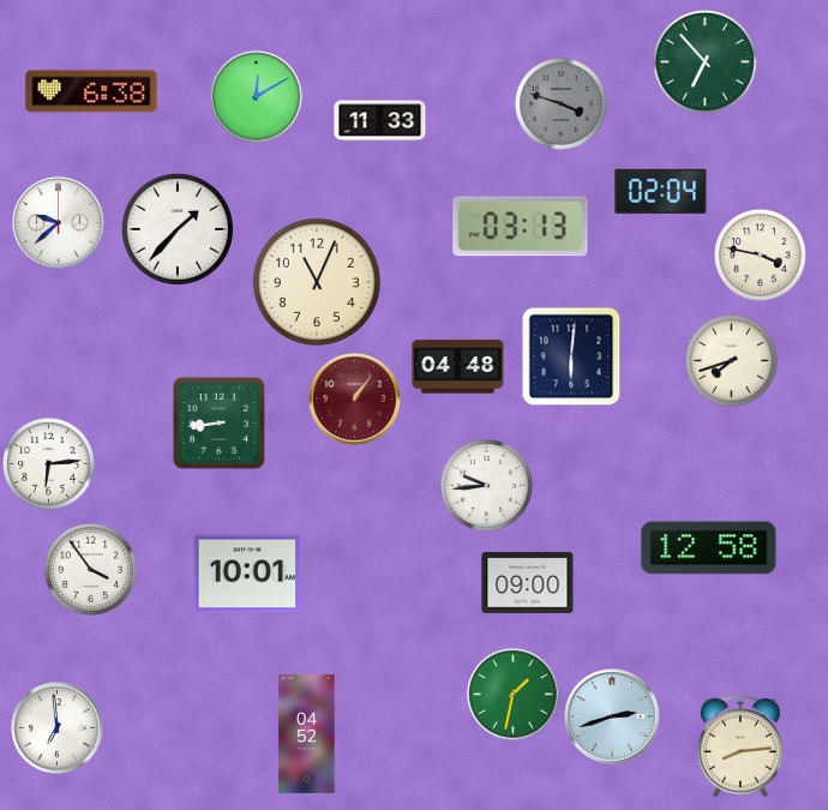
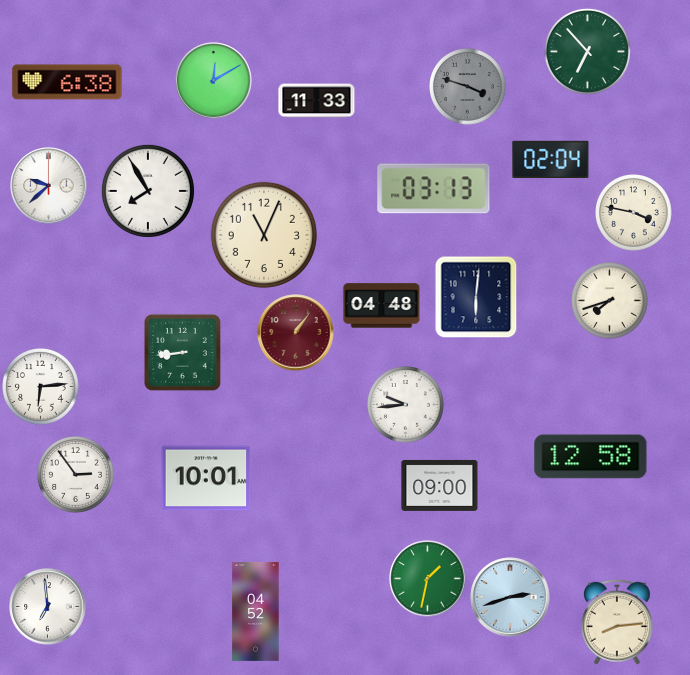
clock at (91, 91) position: (91, 91) -> (67, 82)
clock at (178, 229): 1:37 -> 7:55
clock at (91, 570): 3:54 -> 2:54
